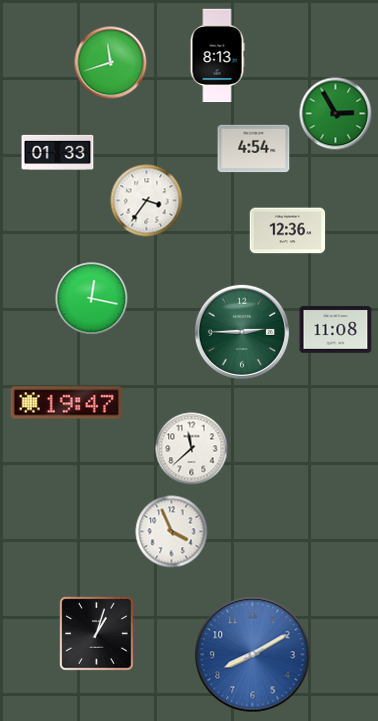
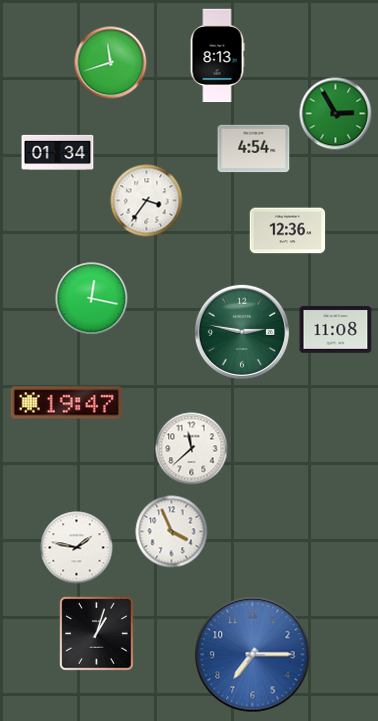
clock at (58, 152): 01:33 -> 01:34
clock at (242, 332): 2:45 -> 2:47
clock at (77, 548): none -> 1:47
clock at (253, 655): 8:10 -> 7:15
